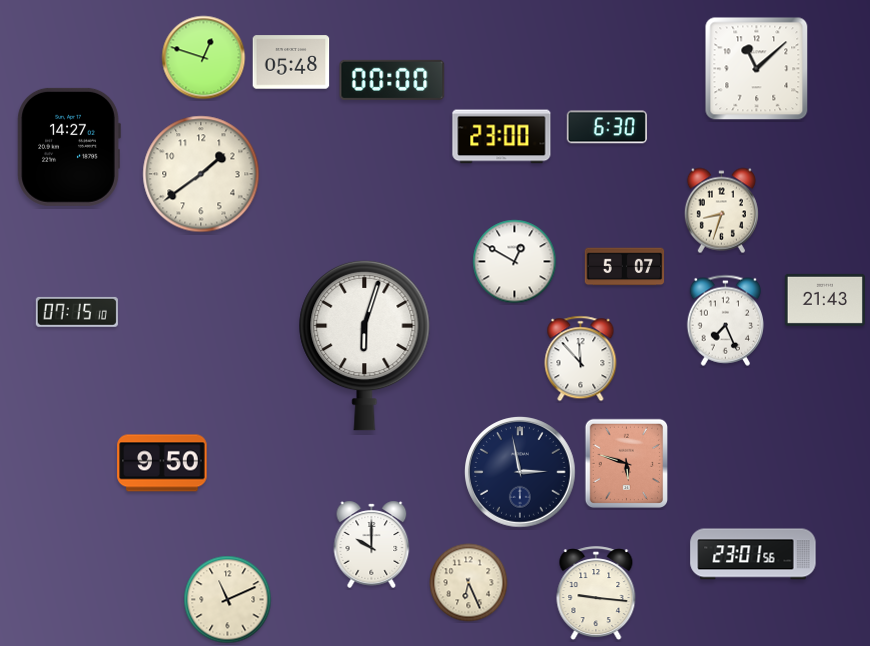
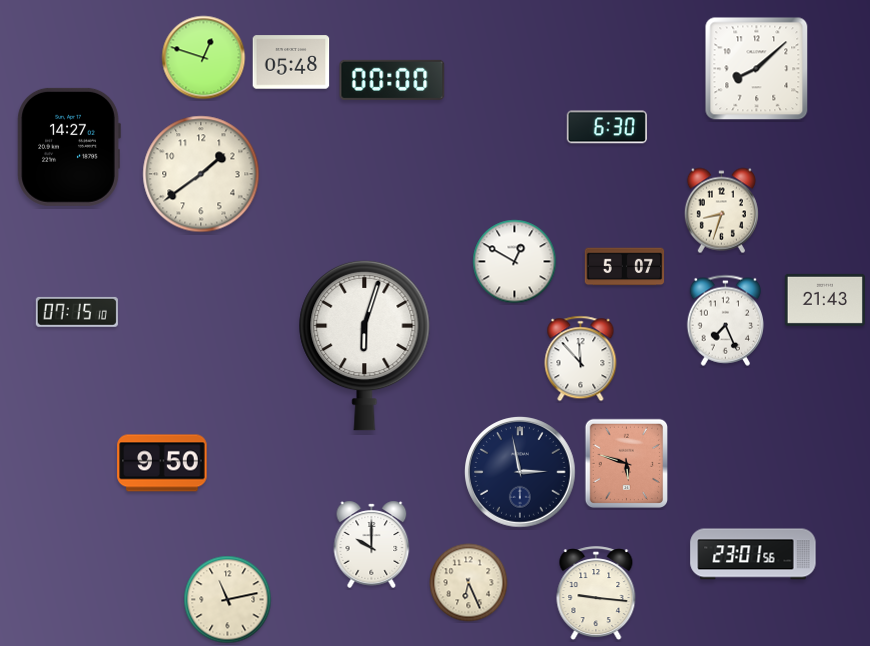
clock at (757, 69): 11:08 -> 8:08
clock at (502, 137): 23:00 -> none
clock at (228, 600): 11:11 -> 11:13
